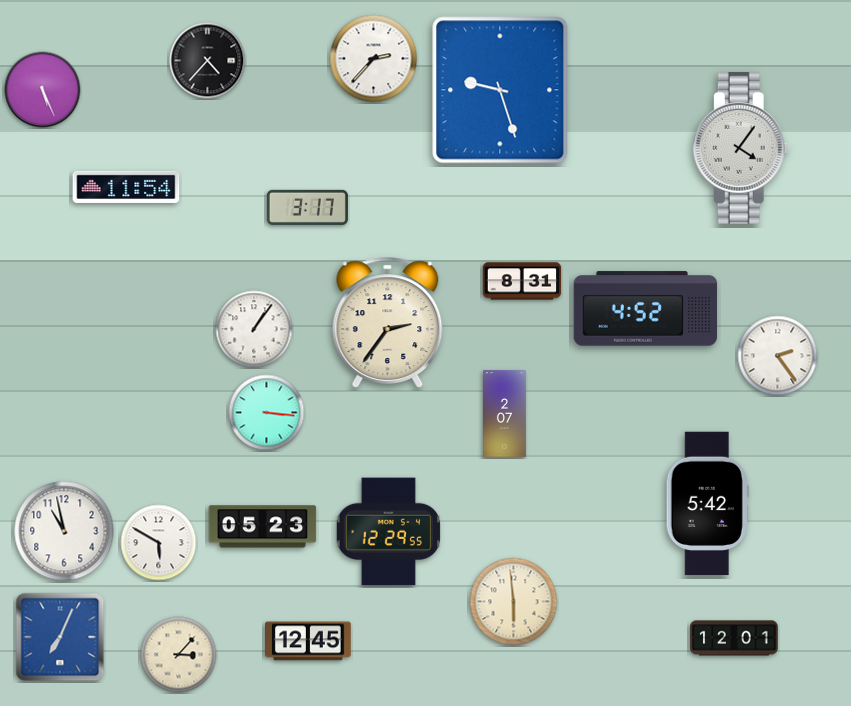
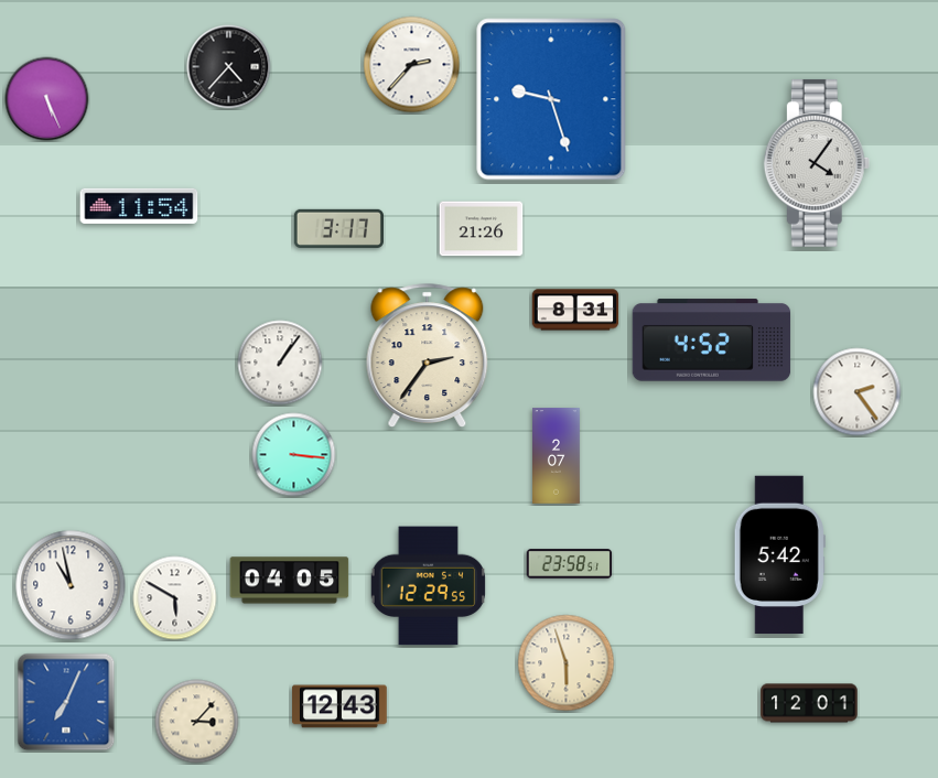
clock at (482, 229): none -> 21:26
clock at (570, 564): none -> 23:58
clock at (263, 527): 05:23 -> 04:05
clock at (514, 602): 5:59 -> 5:57
clock at (309, 641): 12:45 -> 12:43
